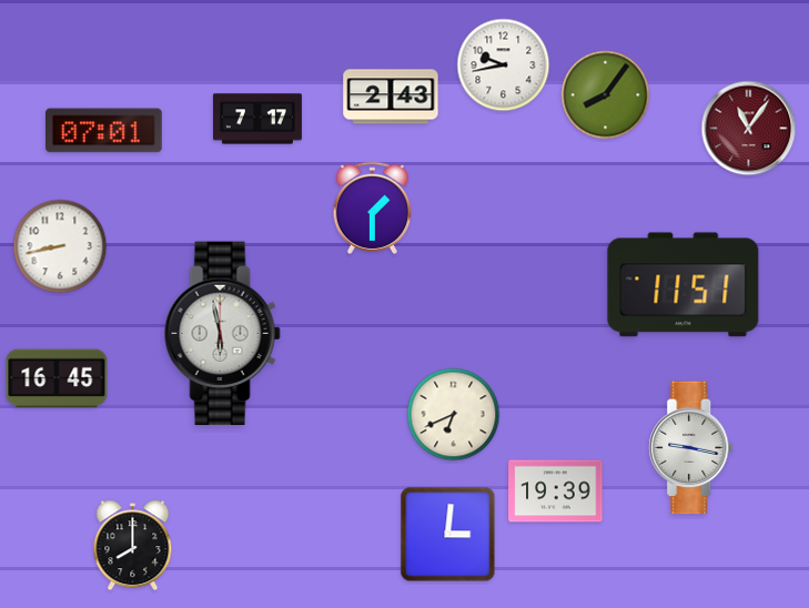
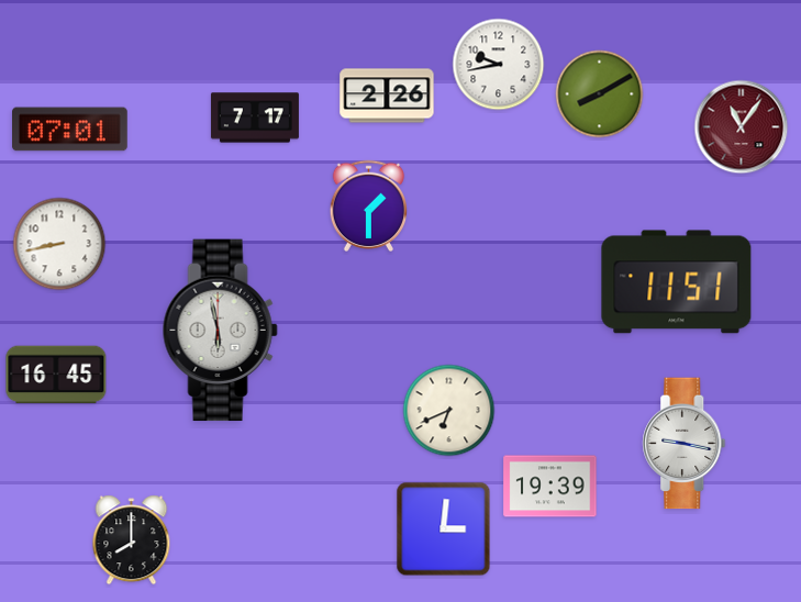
clock at (606, 95): 8:06 -> 8:10
clock at (391, 97): 2:43 -> 2:26
clock at (104, 131) position: (104, 131) -> (70, 130)
